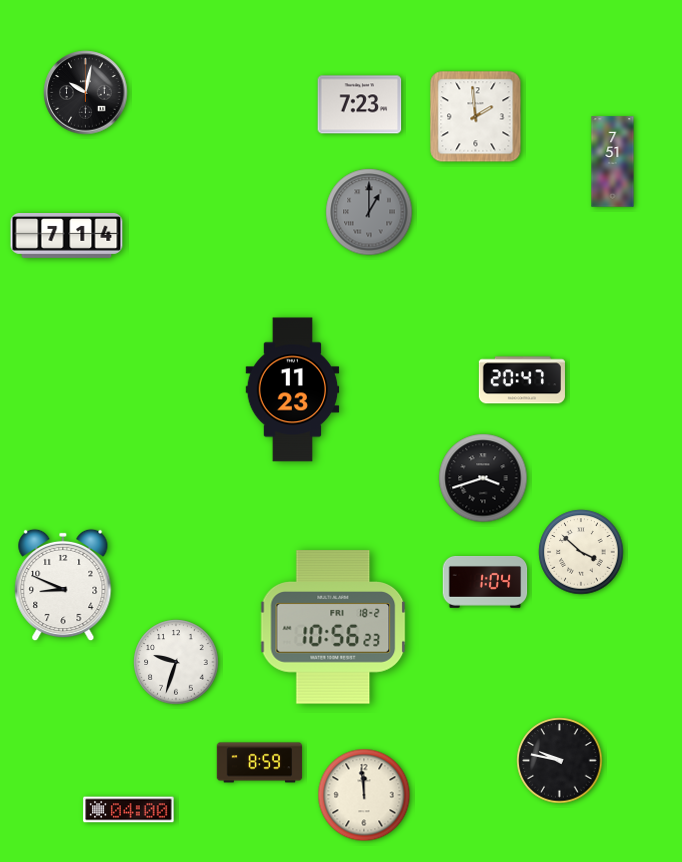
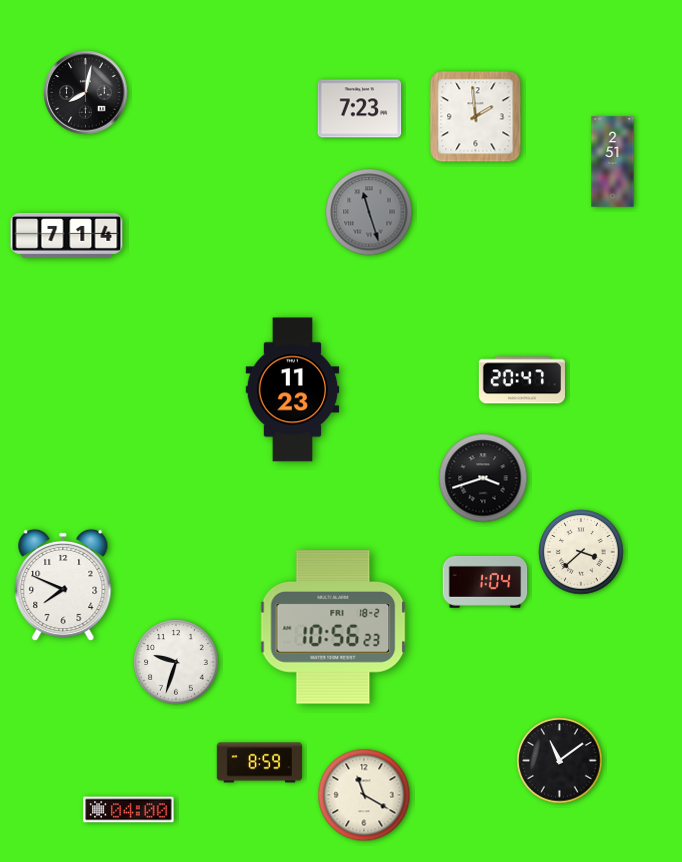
clock at (86, 93): 10:02 -> 8:02
clock at (360, 105) position: (360, 105) -> (360, 109)
clock at (613, 162): 7:51 -> 2:51
clock at (369, 212): 1:00 -> 11:27
clock at (581, 552): 3:52 -> 3:38
clock at (63, 585): 8:49 -> 7:49
clock at (560, 761): 9:47 -> 11:09
clock at (364, 795): 11:59 -> 11:20
